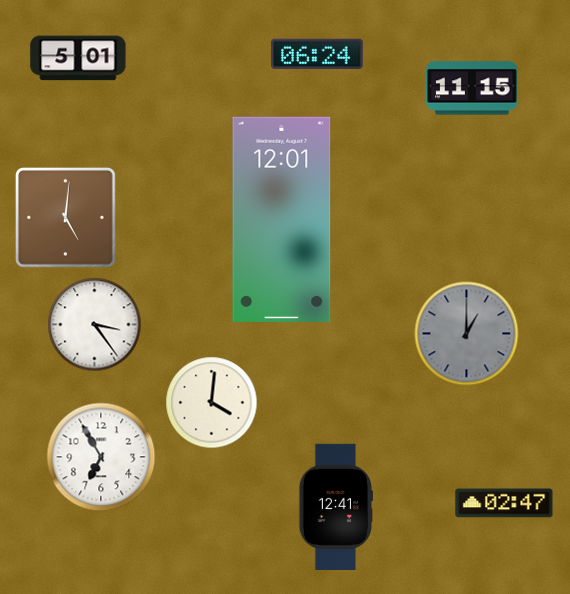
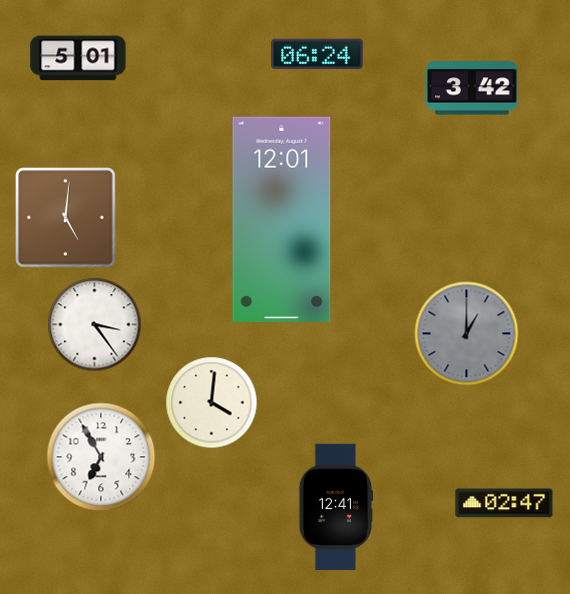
clock at (472, 88): 11:15 -> 3:42
